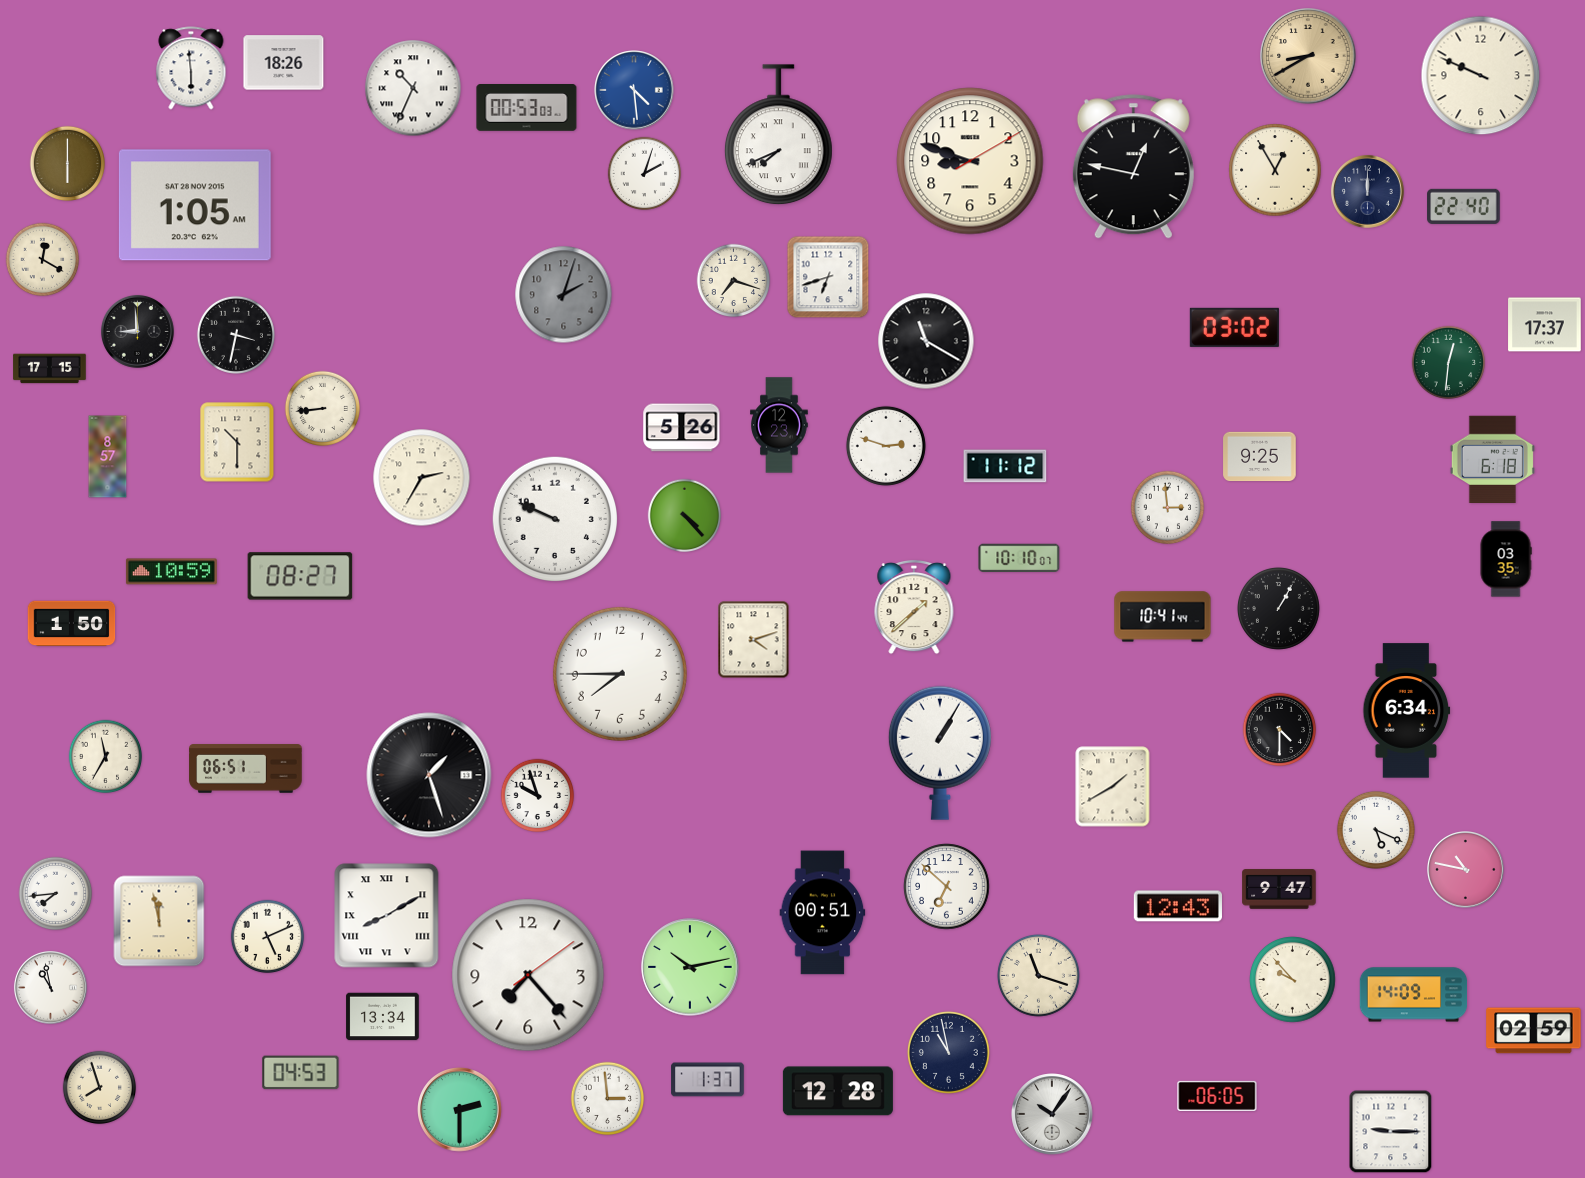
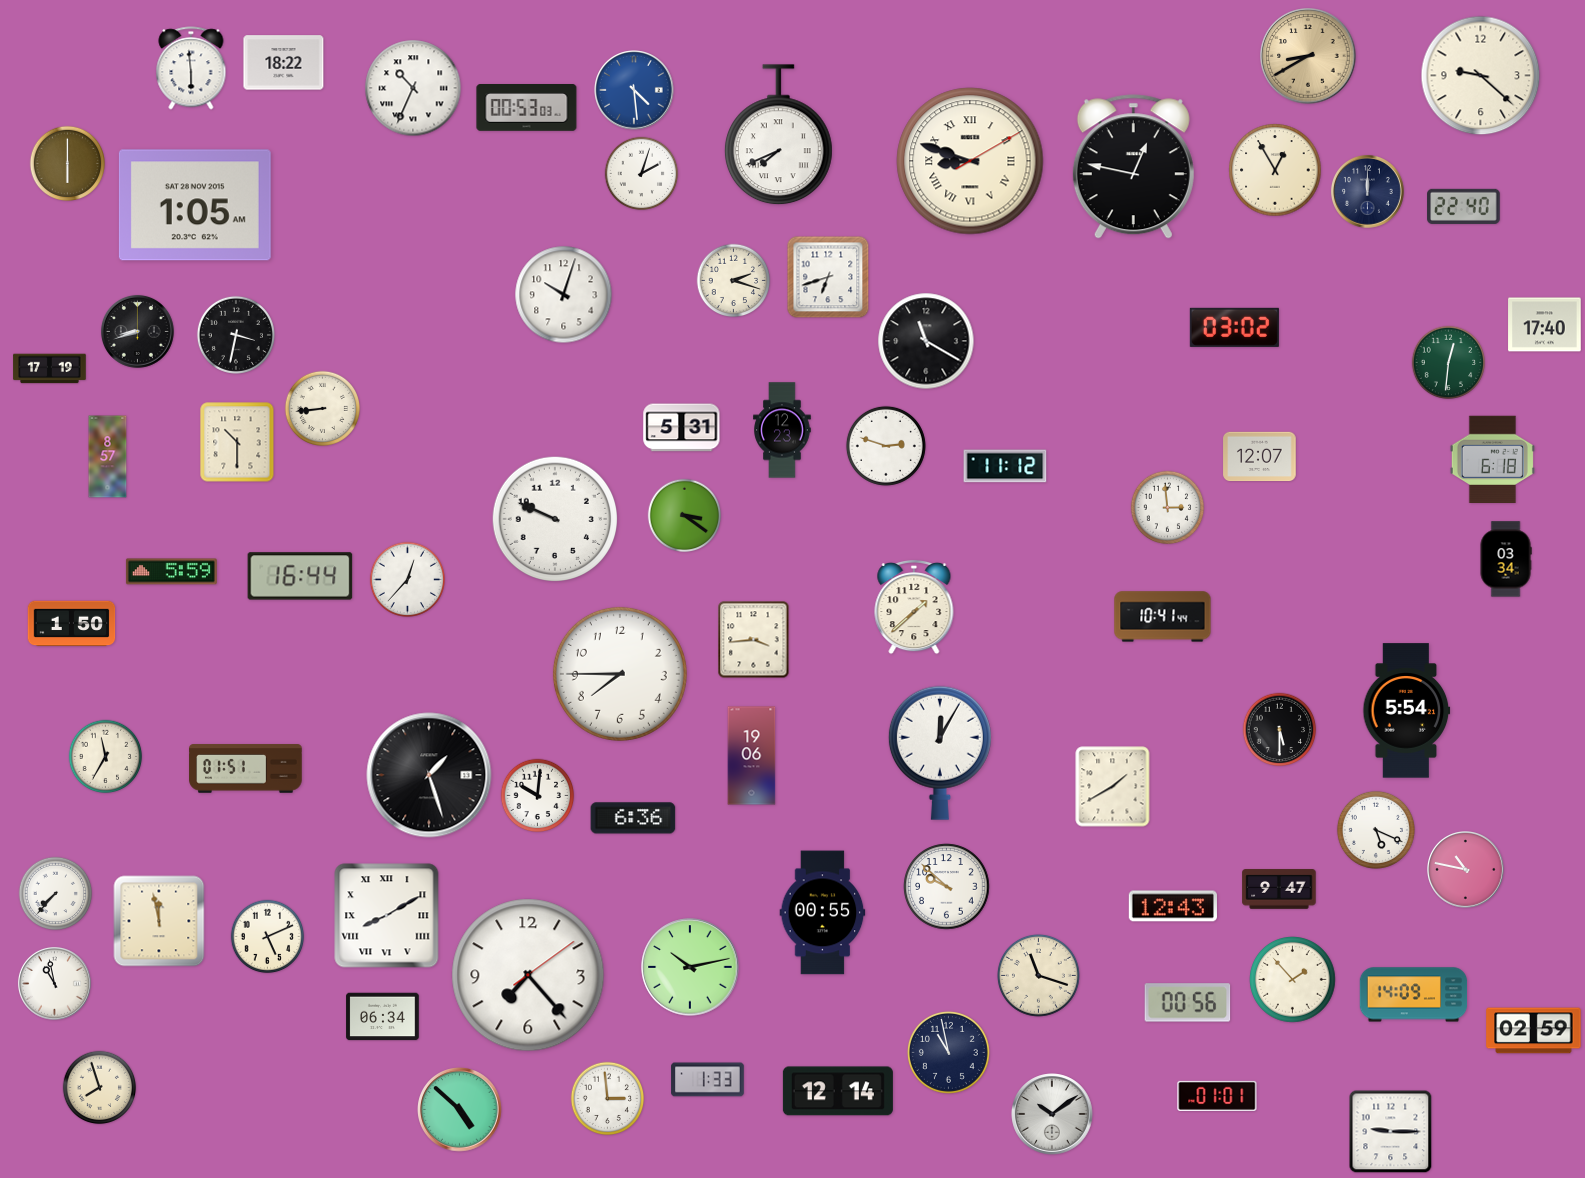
clock at (284, 63): 18:26 -> 18:22
clock at (1481, 76): 9:49 -> 9:22
clock at (970, 161) numerals: Arabic -> Roman
clock at (645, 174) position: (645, 174) -> (642, 174)
clock at (43, 260): 12:20 -> none
clock at (734, 281): 7:18 -> 2:18
clock at (564, 295): 2:03 -> 10:03
clock at (564, 295) dial: grey -> white
clock at (1545, 325): 17:37 -> 17:40
clock at (137, 331): 8:59 -> 8:42
clock at (50, 369): 17:15 -> 17:19
clock at (779, 425) position: (779, 425) -> (782, 430)
clock at (682, 428): 5:26 -> 5:31
clock at (1260, 457): 9:25 -> 12:07
clock at (422, 478): 2:35 -> none
clock at (685, 516): 4:23 -> 3:21
clock at (1019, 558): 10:10 -> none
clock at (1506, 559): 03:35 -> 03:34
clock at (171, 572): 10:59 -> 5:59
clock at (300, 576): 08:27 -> 16:44
clock at (407, 579): none -> 12:37
clock at (1278, 608): 1:05 -> none
clock at (754, 640): 4:12 -> 3:44
clock at (1407, 711): 6:34 -> 5:54
clock at (1280, 730): 4:30 -> 5:30
clock at (940, 753): 1:05 -> 12:05
clock at (752, 756): none -> 19:06
clock at (246, 769): 06:51 -> 01:51
clock at (538, 796): 9:57 -> 10:01
clock at (633, 818): none -> 6:36
clock at (947, 887): 6:52 -> 9:52
clock at (56, 894): 7:44 -> 7:37
clock at (1178, 906) position: (1178, 906) -> (1173, 906)
clock at (823, 913): 00:51 -> 00:55
clock at (1293, 980): 9:53 -> 1:53
clock at (50, 987) position: (50, 987) -> (54, 983)
clock at (1188, 1003): none -> 00:56
clock at (383, 1017): 13:34 -> 06:34
clock at (301, 1073): 04:53 -> none
clock at (708, 1080): 1:37 -> 1:33
clock at (838, 1091): 12:28 -> 12:14
clock at (1217, 1096): 06:05 -> 01:01
clock at (460, 1110): 2:30 -> 4:52
clock at (1052, 1114): 10:06 -> 10:09
